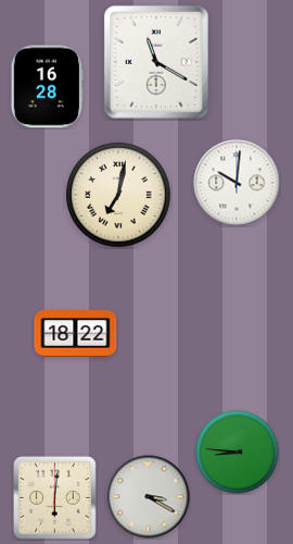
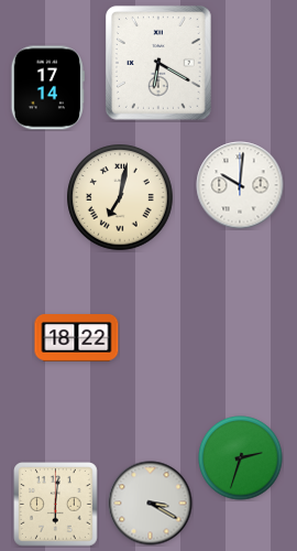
clock at (157, 63): 11:20 -> 6:20
clock at (47, 87): 16:28 -> 17:14
clock at (238, 453): 8:46 -> 2:33
